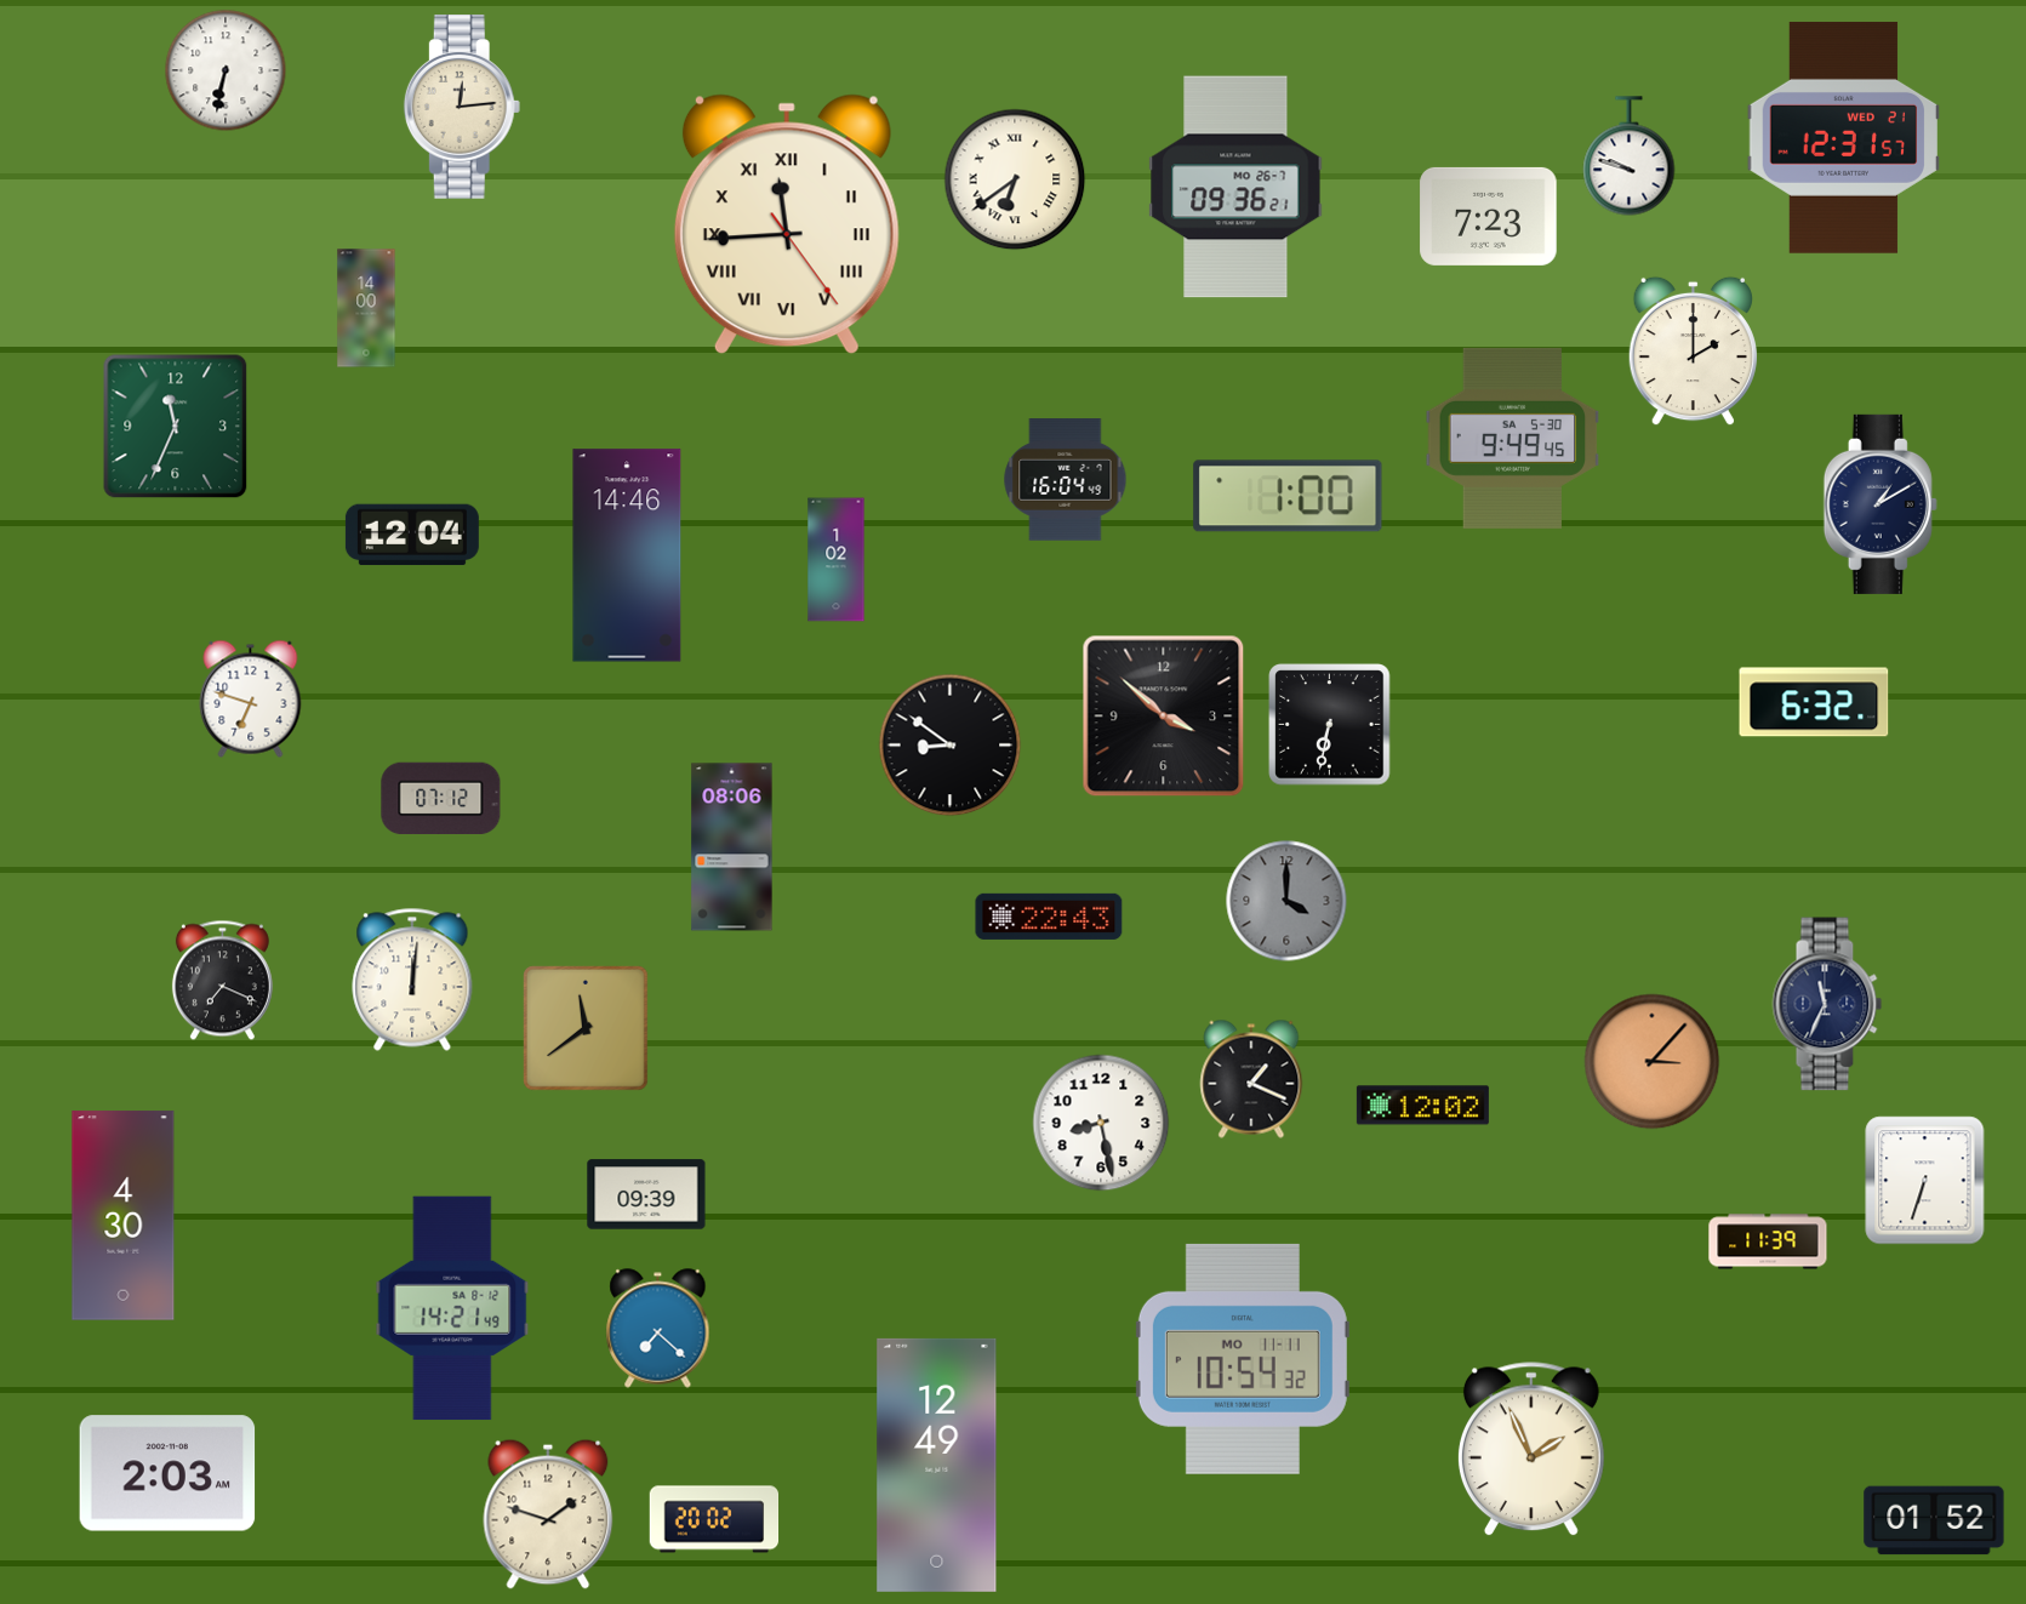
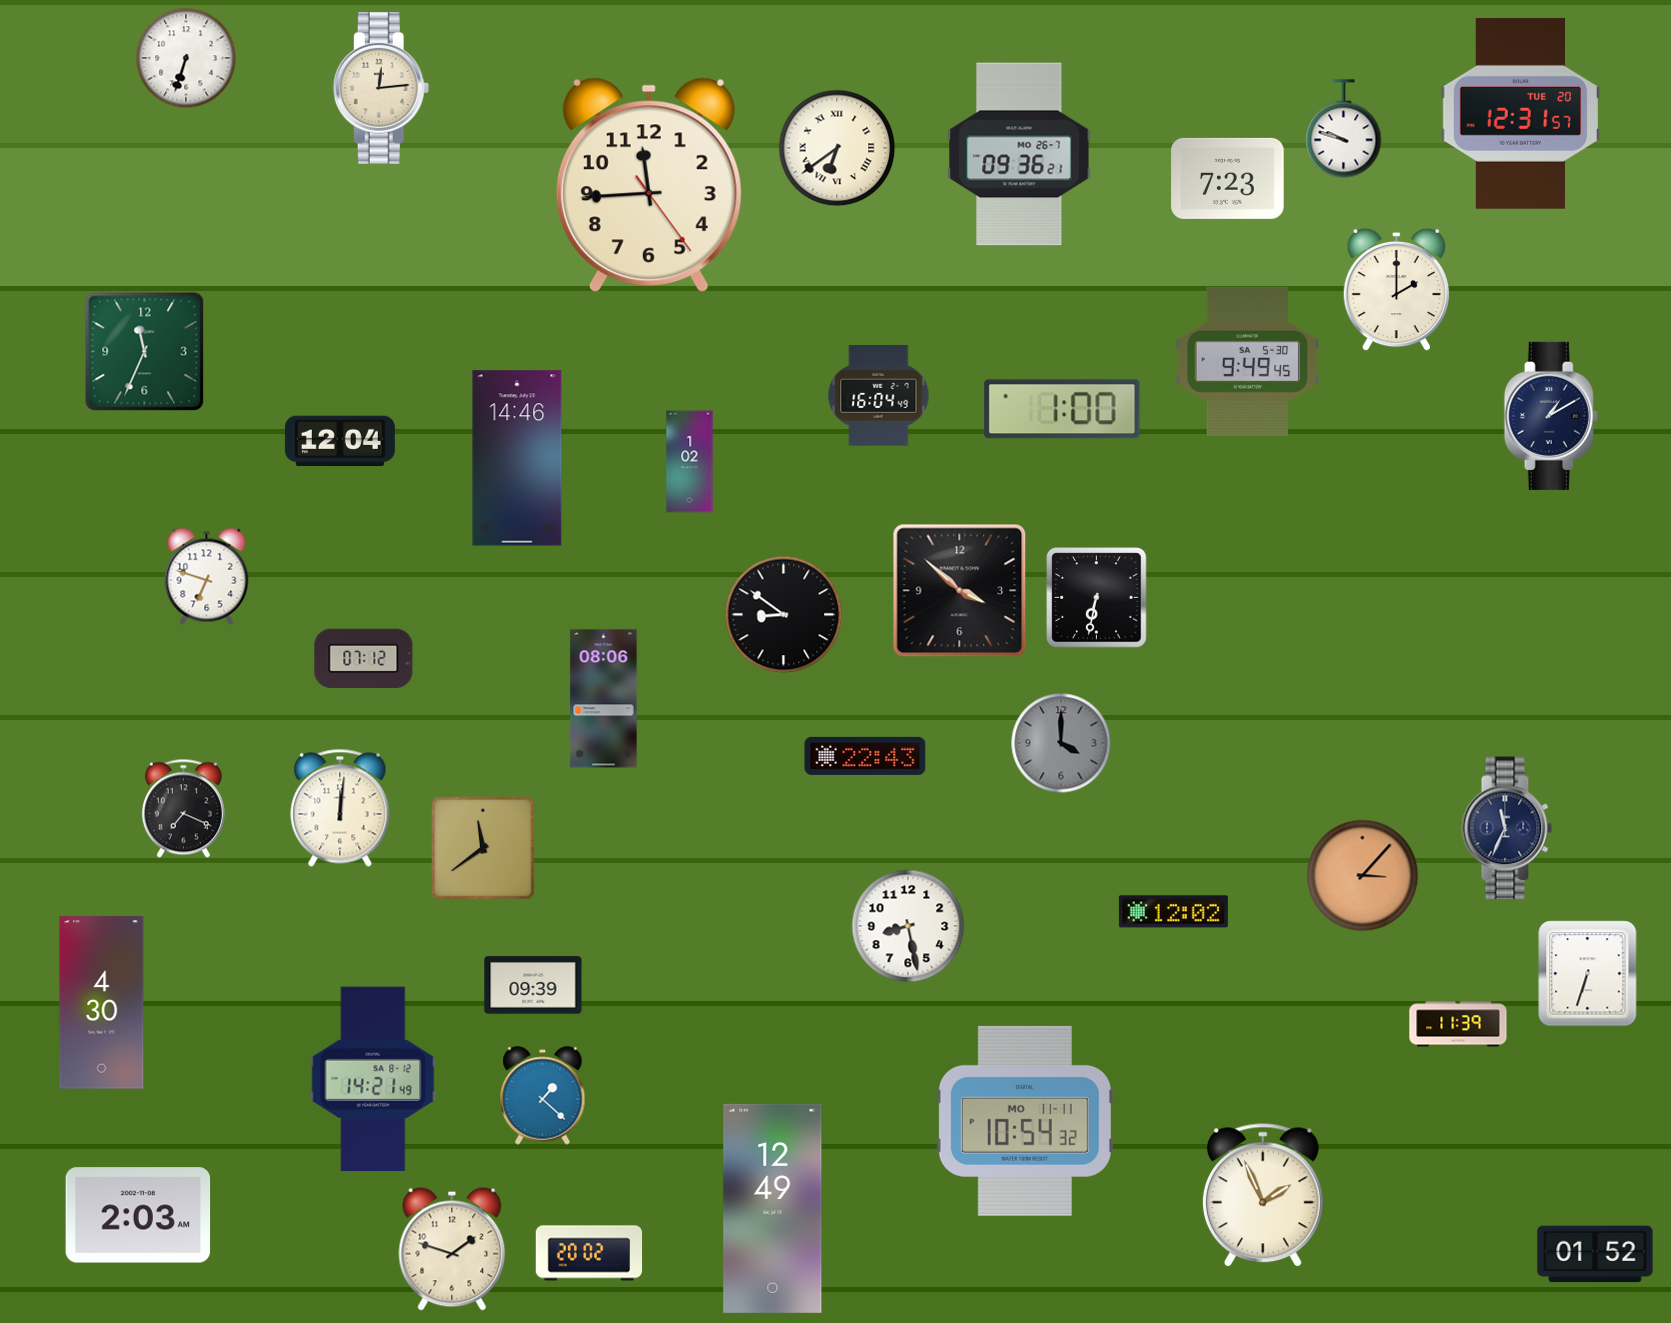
clock at (226, 70): 6:32 -> 6:33
clock at (1843, 137) date: WED 21 -> TUE 20
clock at (787, 224) numerals: Roman -> Arabic
clock at (366, 308): 14:00 -> none
clock at (1814, 702): 6:32 -> none
clock at (1251, 1079): 1:19 -> none
clock at (658, 1329): 7:22 -> 1:22
